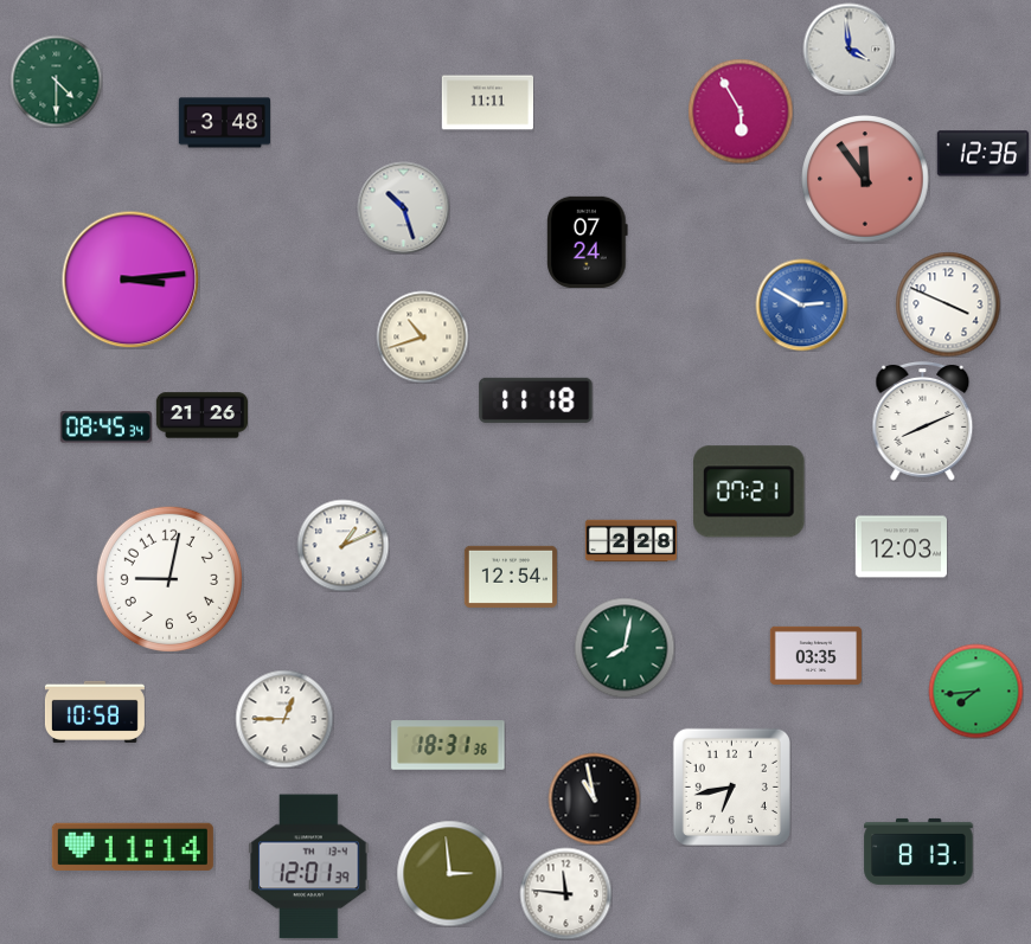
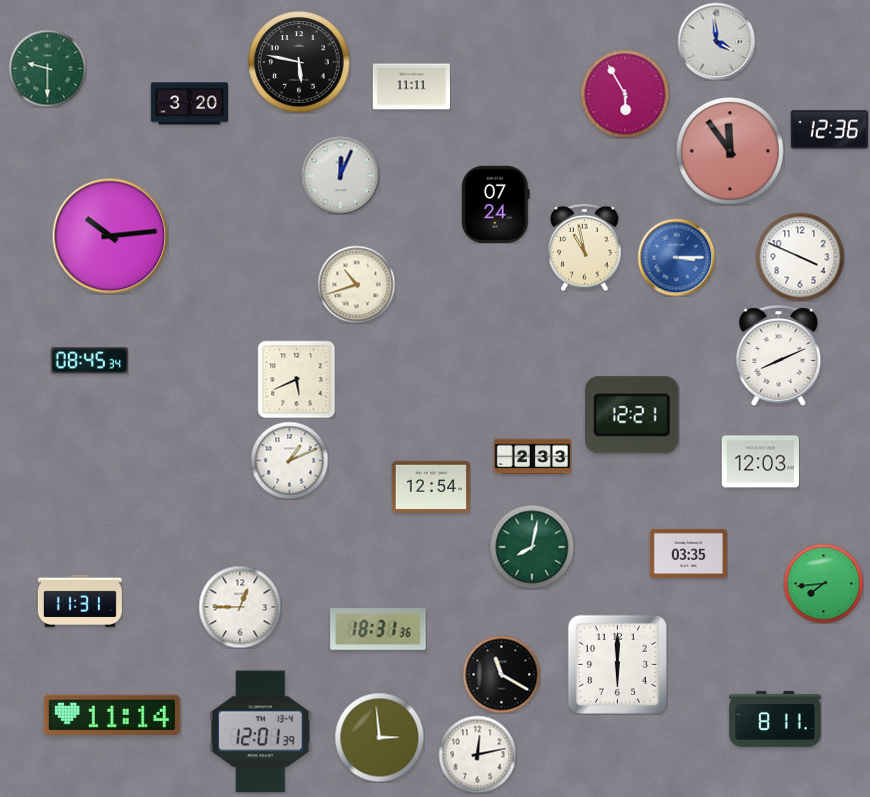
clock at (299, 62): none -> 5:47
clock at (56, 81): 4:30 -> 9:30
clock at (224, 123): 3:48 -> 3:20
clock at (403, 207): 10:27 -> 12:04
clock at (130, 280): 3:14 -> 10:14
clock at (585, 247): none -> 10:58
clock at (801, 304): 2:50 -> 3:15
clock at (536, 400): 11:18 -> none
clock at (201, 416): 21:26 -> none
clock at (296, 379): none -> 5:41
clock at (750, 492): 07:21 -> 12:21
clock at (630, 541): 2:28 -> 2:33
clock at (169, 579): 9:02 -> none
clock at (625, 648) position: (625, 648) -> (532, 547)
clock at (95, 712): 10:58 -> 11:31
clock at (731, 786): 6:43 -> 6:00
clock at (594, 798): 10:58 -> 11:20
clock at (918, 852): 8:13 -> 8:11
clock at (565, 893): 11:46 -> 12:13
